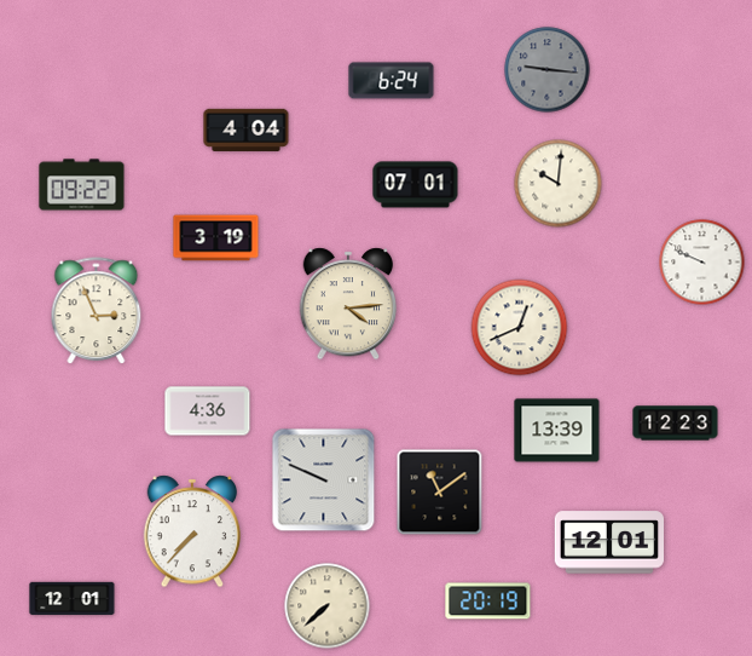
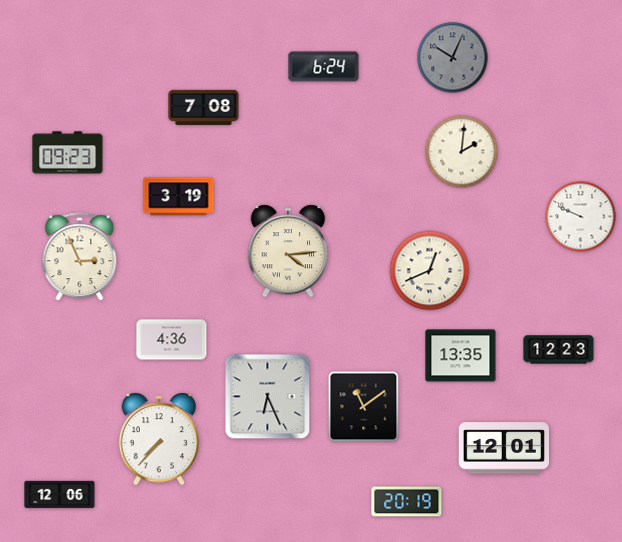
clock at (548, 70): 9:16 -> 10:04
clock at (247, 130): 4:04 -> 7:08
clock at (559, 184): 10:01 -> 2:01
clock at (82, 185): 09:22 -> 09:23
clock at (416, 185): 07:01 -> none
clock at (557, 431): 13:39 -> 13:35
clock at (324, 481): 9:49 -> 6:26
clock at (73, 599): 12:01 -> 12:06
clock at (488, 602) position: (488, 602) -> (407, 502)
clock at (328, 606): 7:38 -> none
